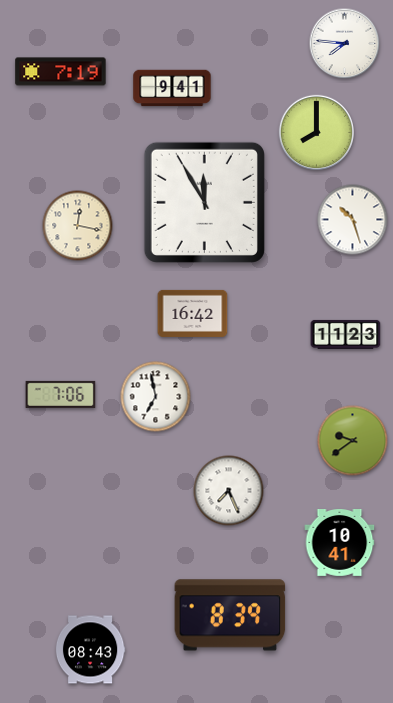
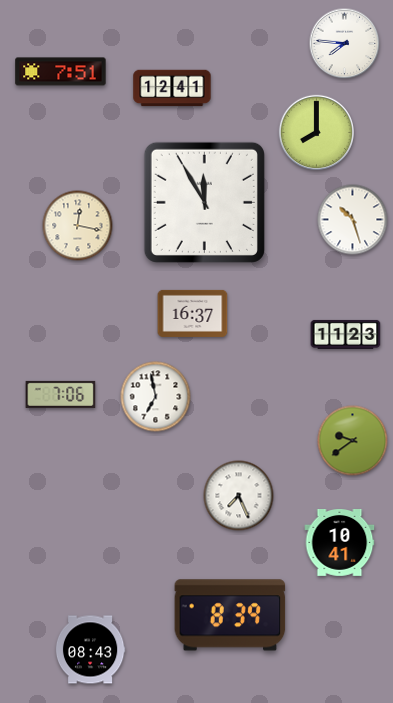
clock at (61, 72): 7:19 -> 7:51
clock at (172, 88): 9:41 -> 12:41
clock at (193, 313): 16:42 -> 16:37
clock at (229, 491) position: (229, 491) -> (239, 496)
